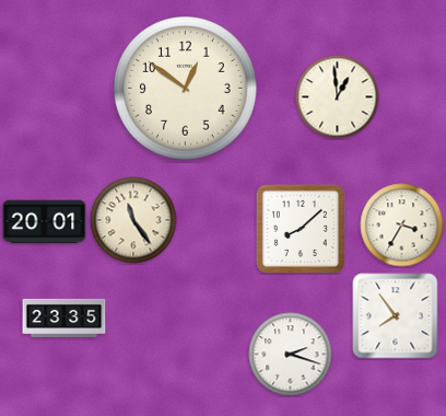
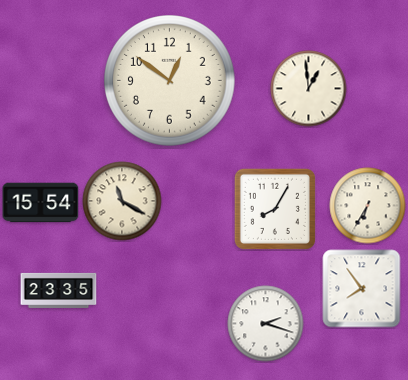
clock at (133, 220): 11:24 -> 11:20
clock at (45, 222): 20:01 -> 15:54
clock at (402, 226): 3:35 -> 6:35
clock at (301, 229): 8:08 -> 8:05
